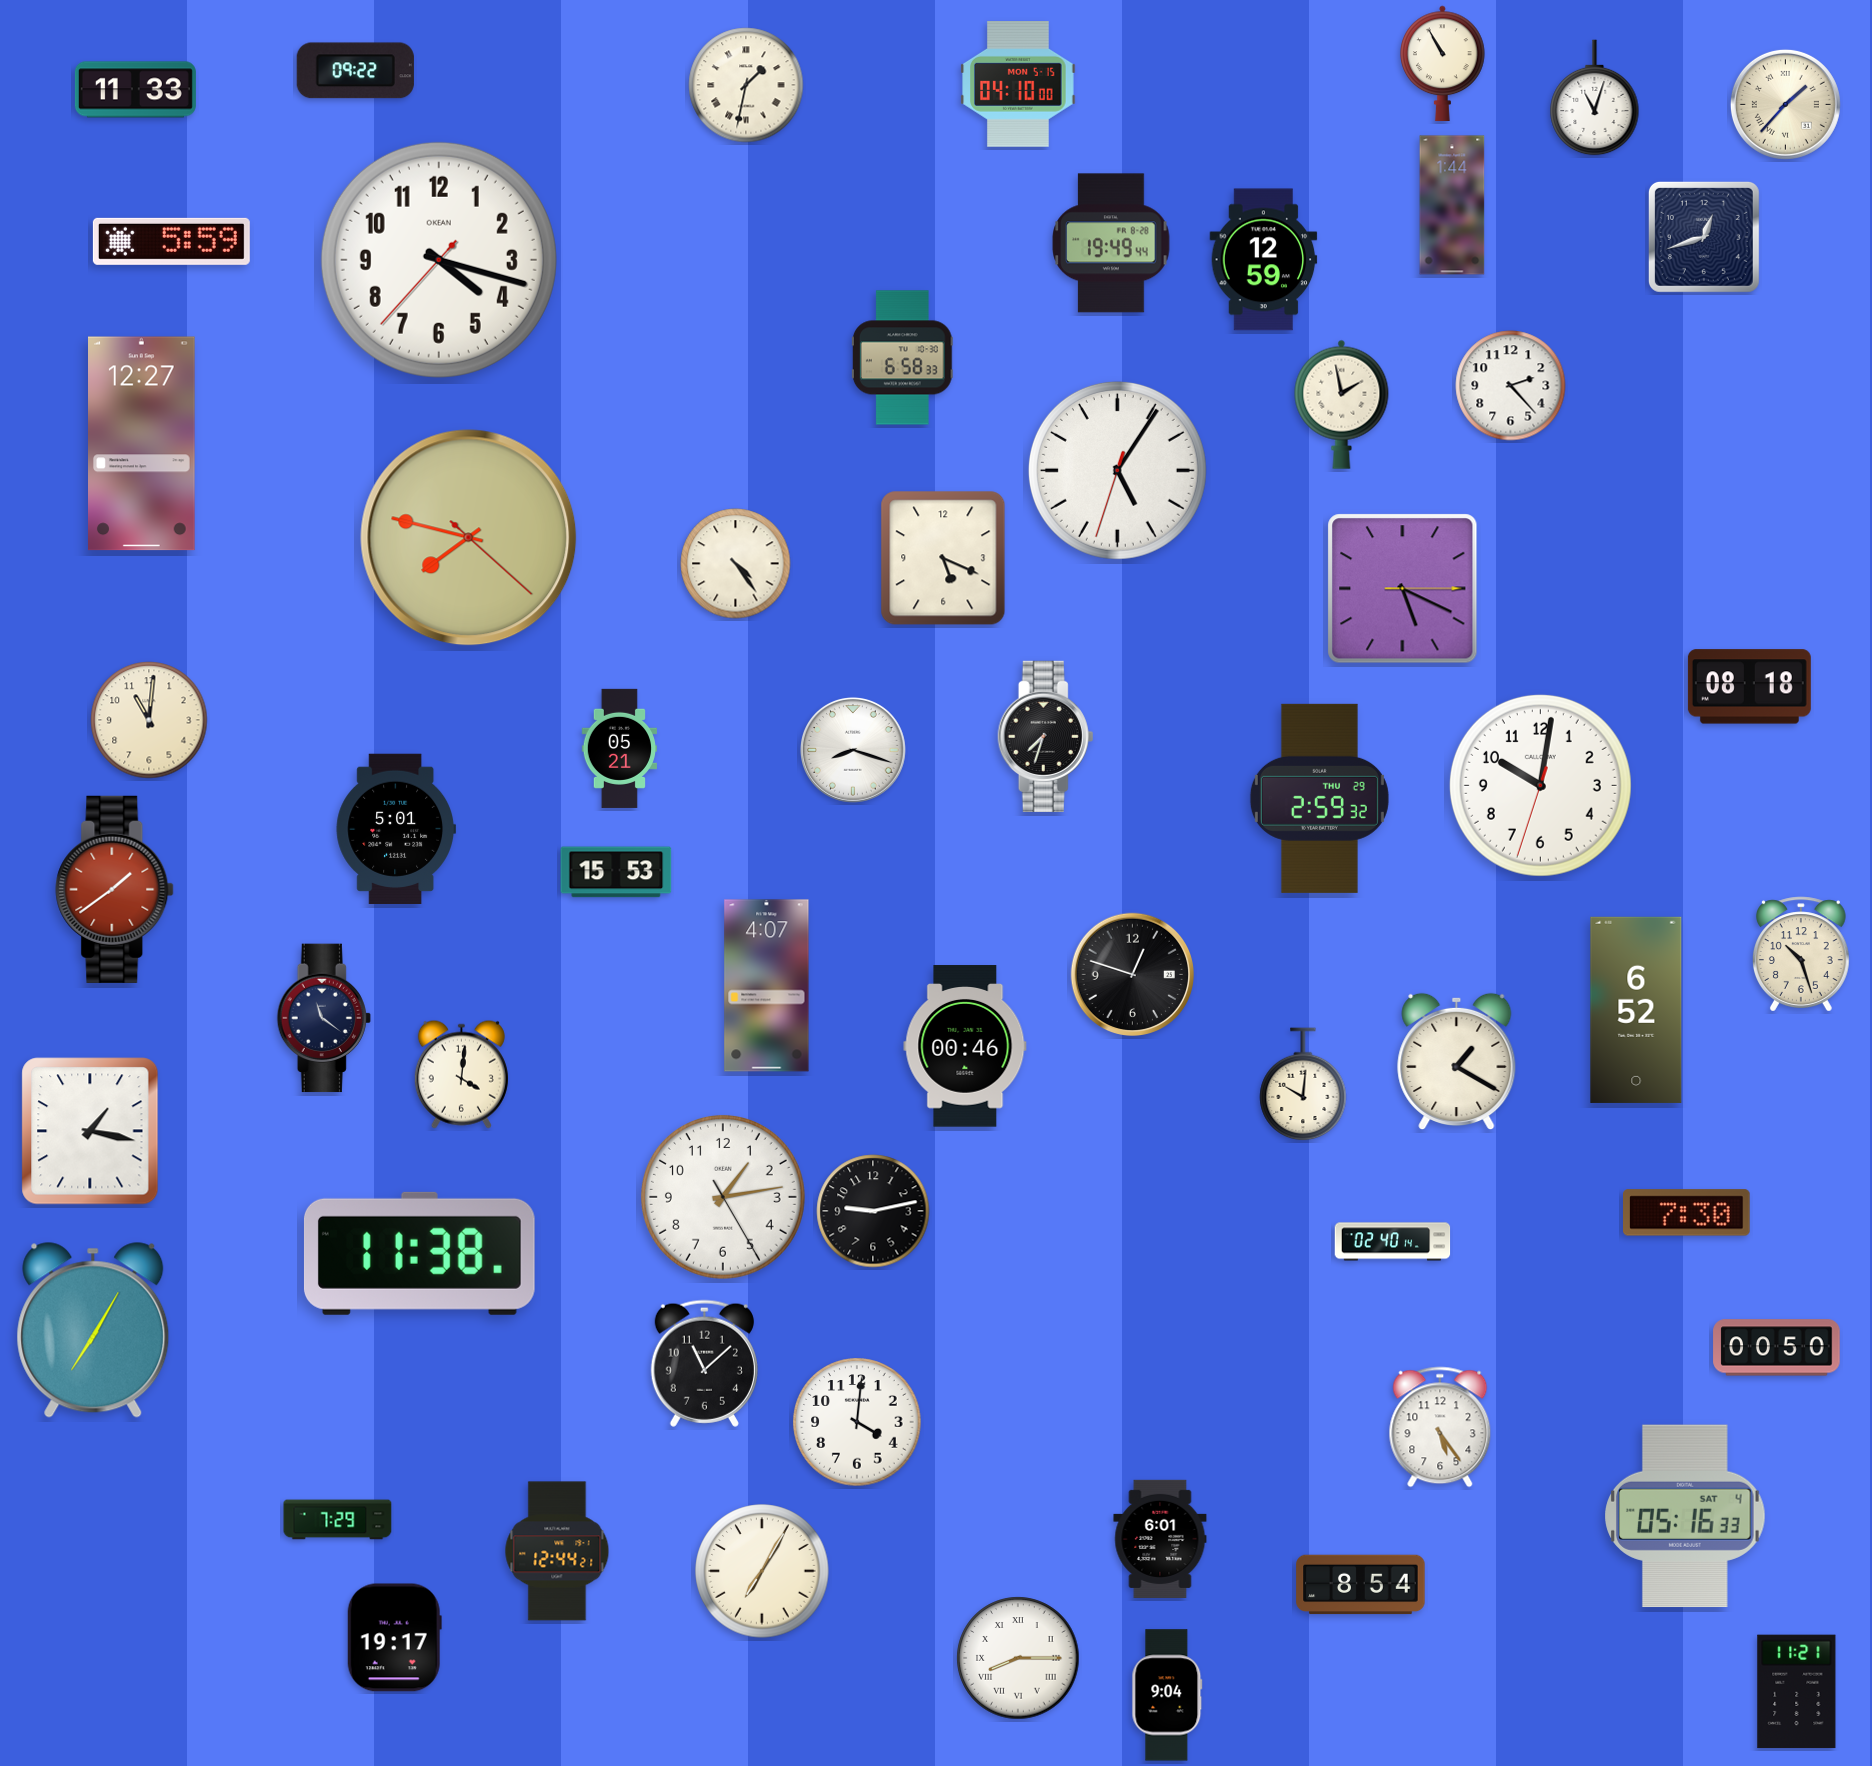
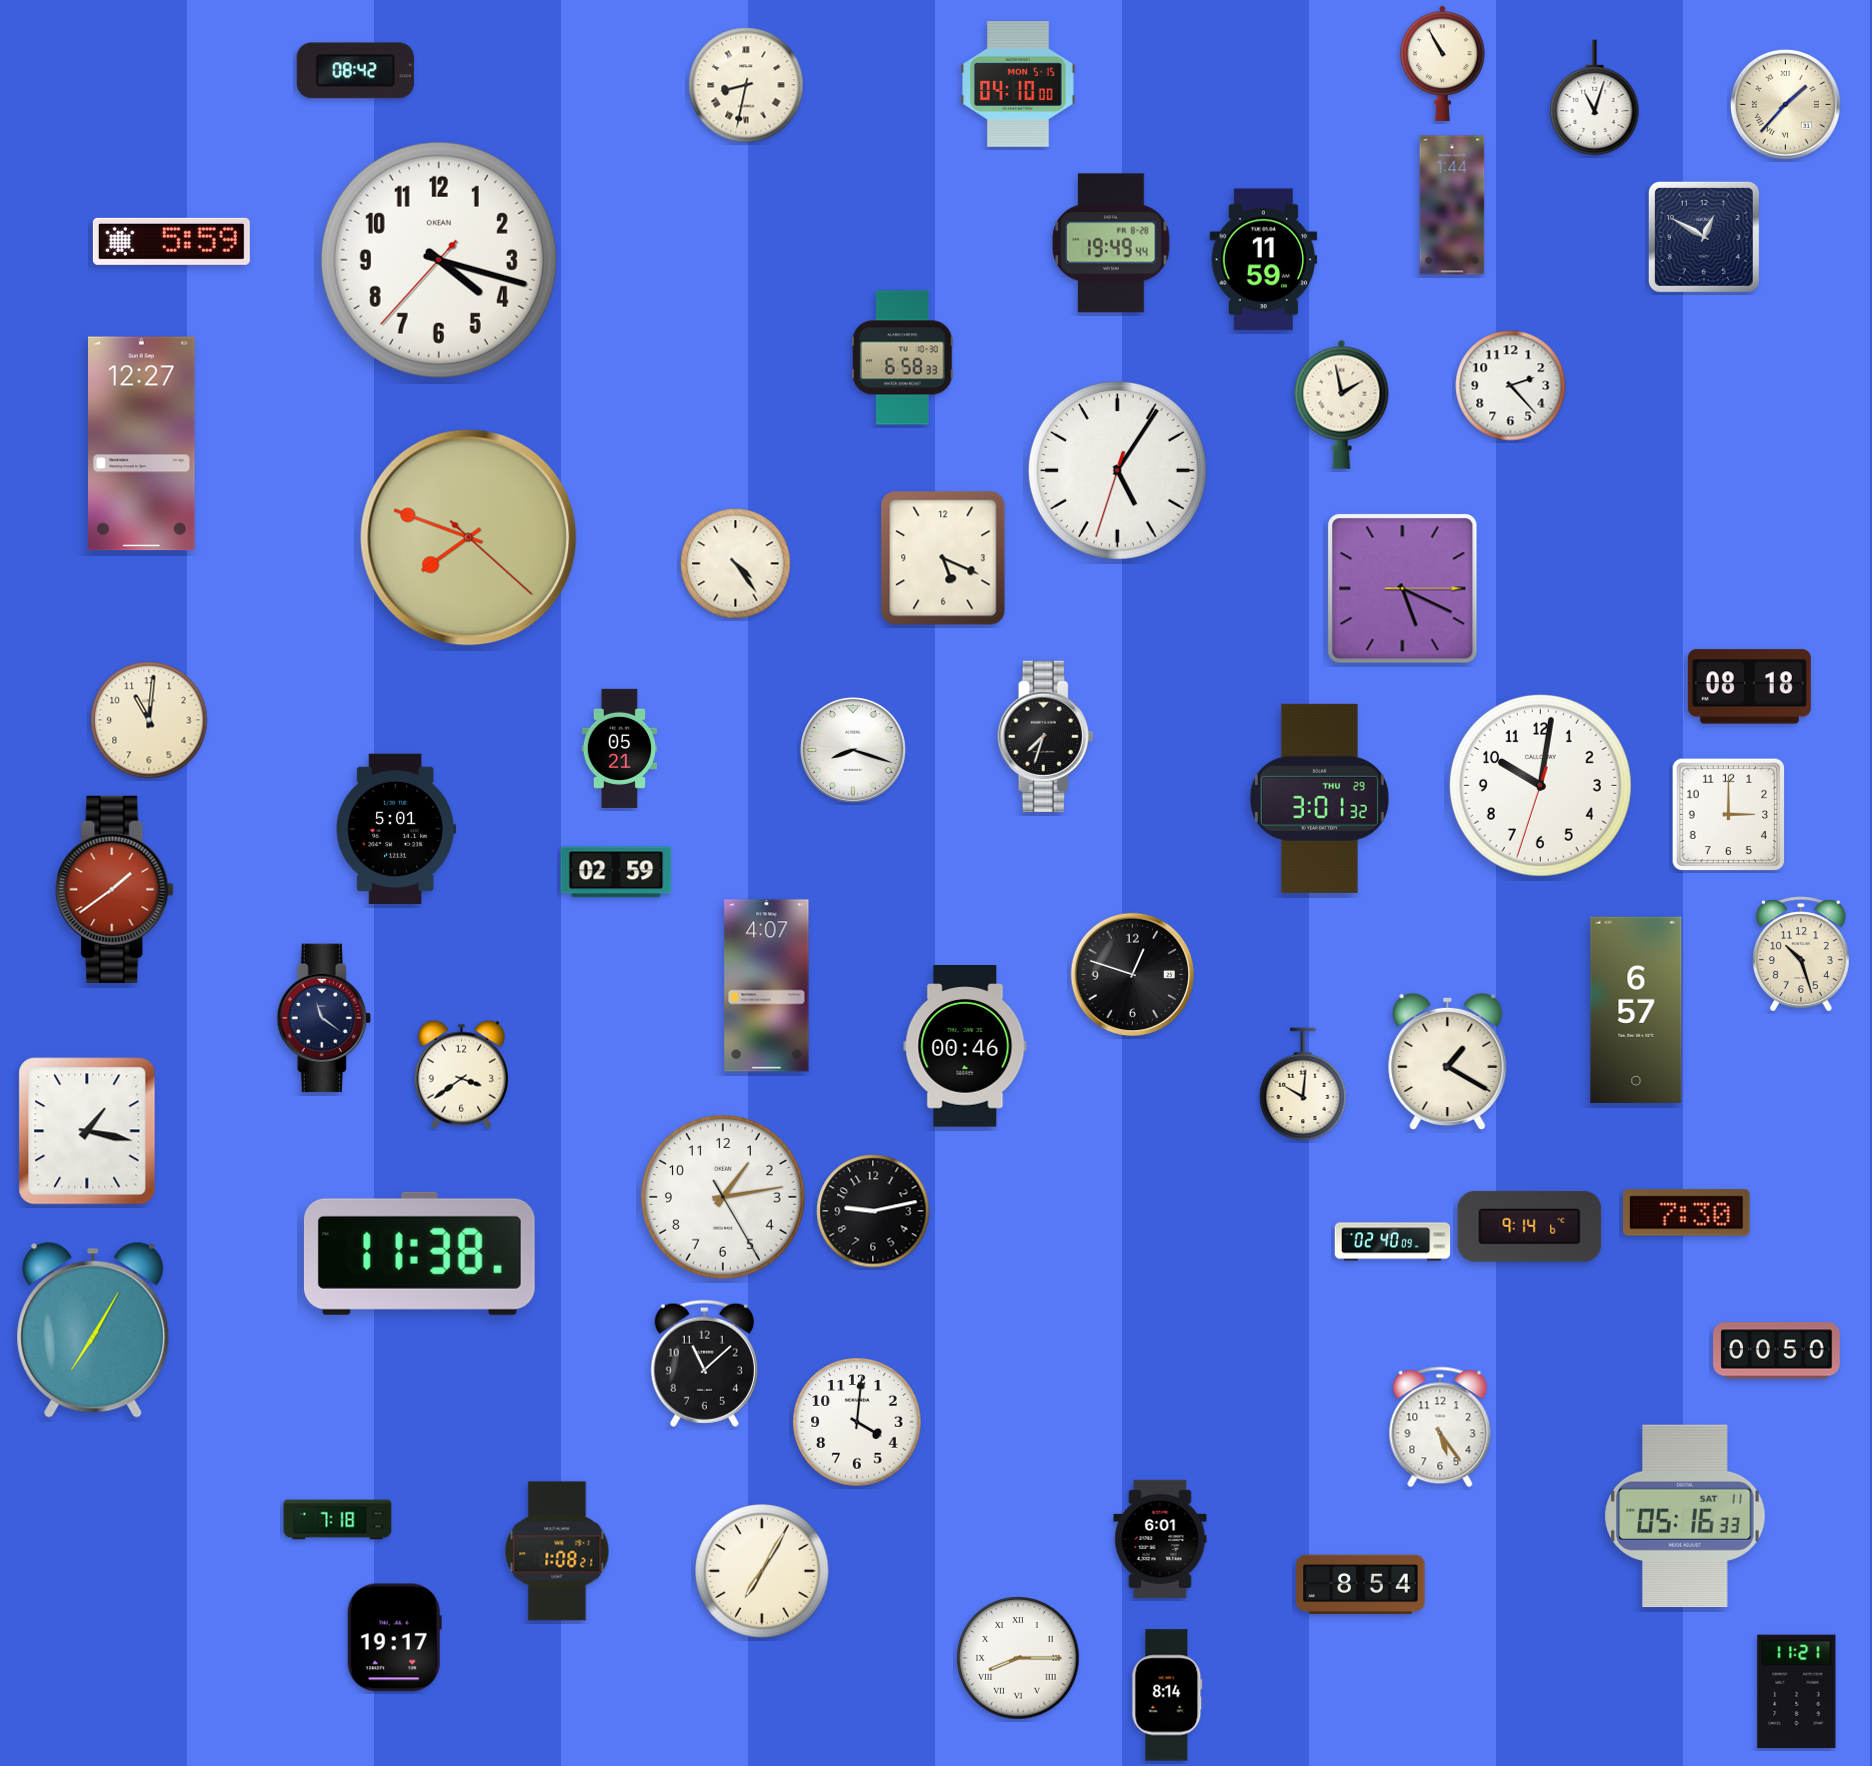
clock at (355, 71): 09:22 -> 08:42
clock at (746, 85): 1:32 -> 8:32
clock at (135, 90): 11:33 -> none
clock at (1704, 237): 12:42 -> 12:50
clock at (1264, 260): 12:59 -> 11:59
clock at (469, 538): 7:47 -> 7:48
clock at (1319, 798): 2:59 -> 3:01
clock at (1729, 815): none -> 3:00
clock at (616, 872): 15:53 -> 02:59
clock at (1636, 1010): 6:52 -> 6:57
clock at (1457, 1062) position: (1457, 1062) -> (1448, 1062)
clock at (461, 1074): 4:01 -> 3:39
clock at (90, 1131) position: (90, 1131) -> (87, 1131)
clock at (1530, 1226): none -> 9:14
clock at (1393, 1242): 02:40:14 -> 02:40:09
clock at (1777, 1348) position: (1777, 1348) -> (1777, 1351)
clock at (1685, 1516) date: SAT 4 -> SAT 11
clock at (338, 1520): 7:29 -> 7:18
clock at (557, 1551): 12:44 -> 1:08
clock at (1167, 1695): 9:04 -> 8:14
